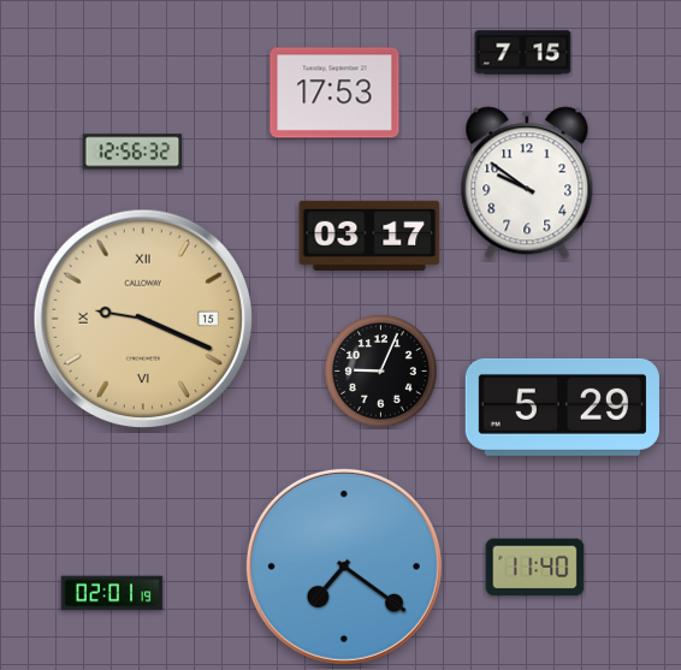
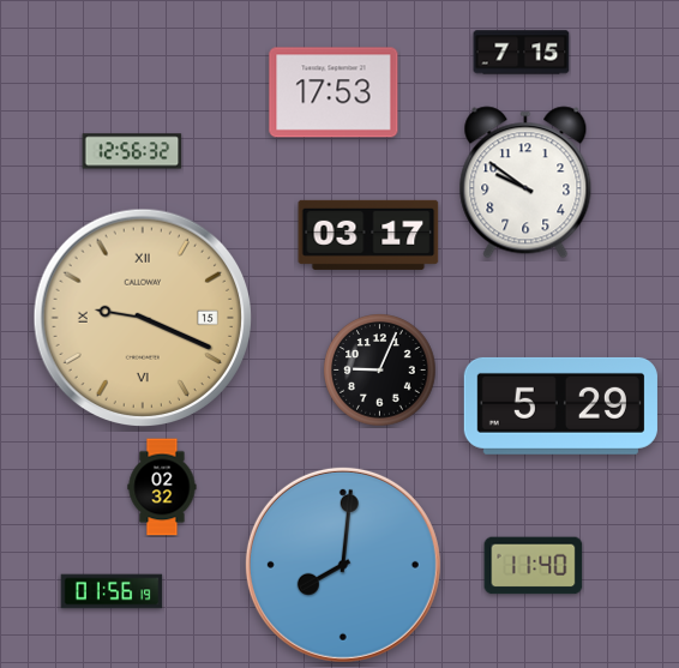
clock at (162, 487): none -> 02:32
clock at (344, 567): 7:21 -> 8:01
clock at (112, 593): 02:01 -> 01:56
